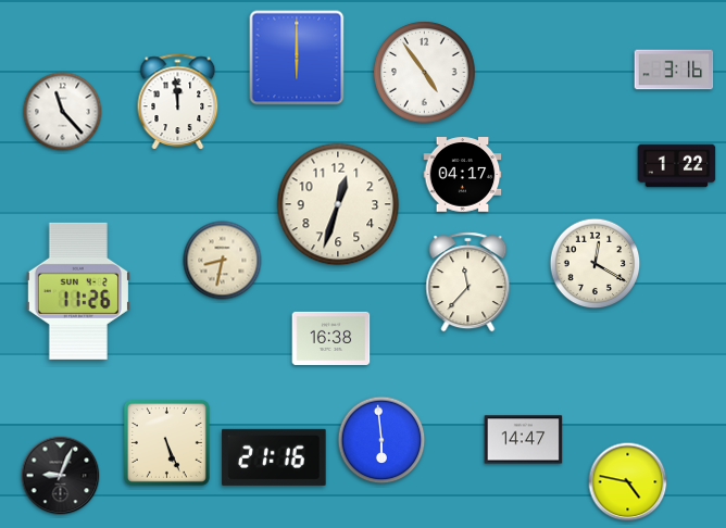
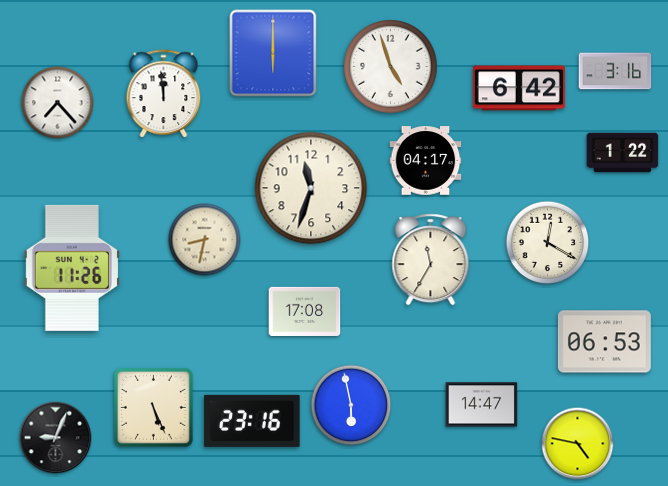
clock at (674, 70) position: (674, 70) -> (615, 71)
clock at (425, 73): 4:54 -> 4:57
clock at (519, 88): none -> 6:42
clock at (63, 112): 11:23 -> 7:23
clock at (338, 204): 12:33 -> 11:33
clock at (468, 282): 11:37 -> 11:35
clock at (331, 338): 16:38 -> 17:08
clock at (604, 342): none -> 06:53
clock at (381, 440): 5:59 -> 5:58
clock at (274, 457): 21:16 -> 23:16
